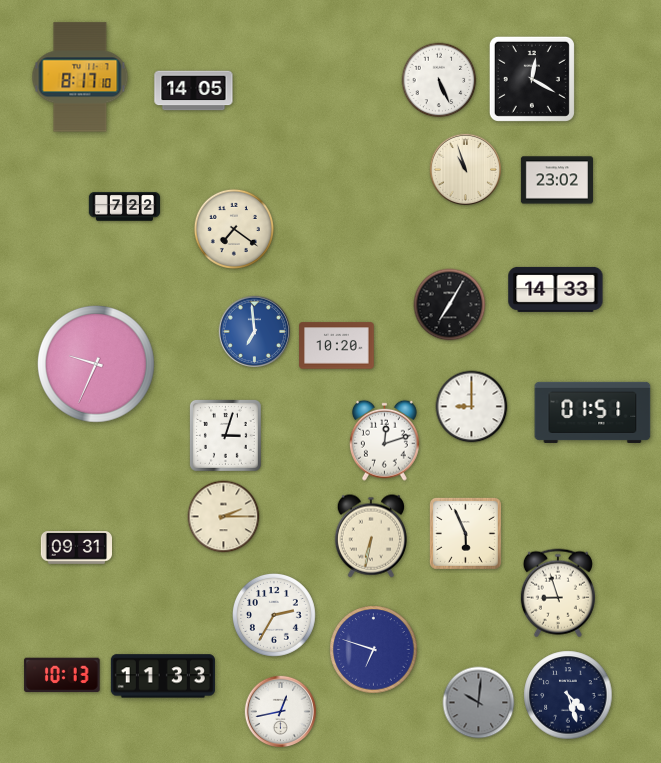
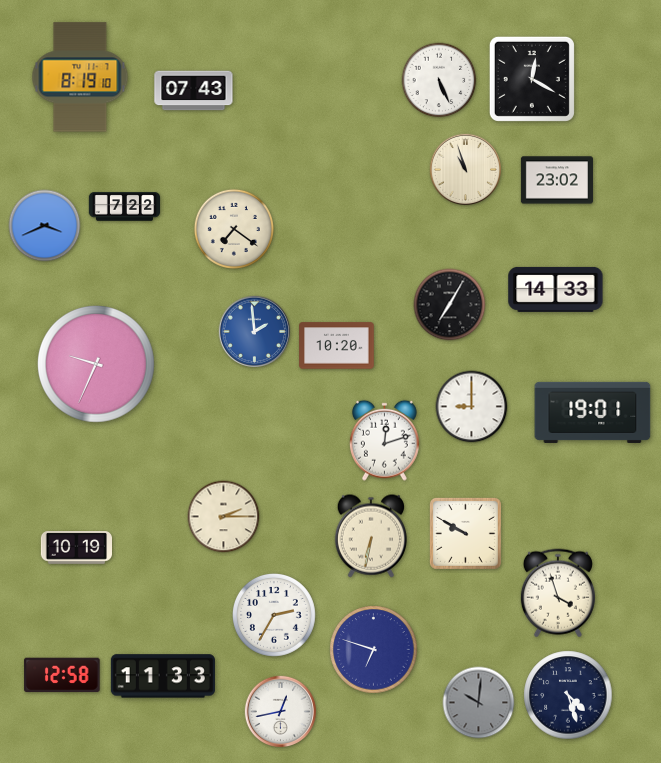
clock at (80, 77): 8:17 -> 8:19
clock at (194, 91): 14:05 -> 07:43
clock at (45, 226): none -> 3:41
clock at (255, 332): 6:59 -> 1:59
clock at (593, 412): 01:51 -> 19:01
clock at (225, 435): 3:03 -> none
clock at (465, 533): 5:56 -> 9:50
clock at (76, 548): 09:31 -> 10:19
clock at (558, 593): 8:57 -> 3:57
clock at (62, 675): 10:13 -> 12:58
